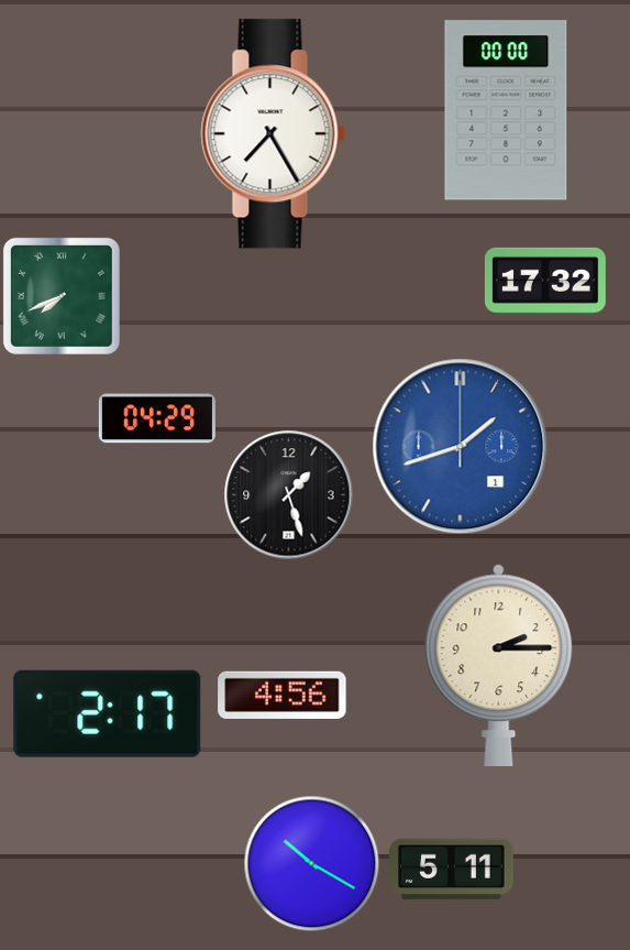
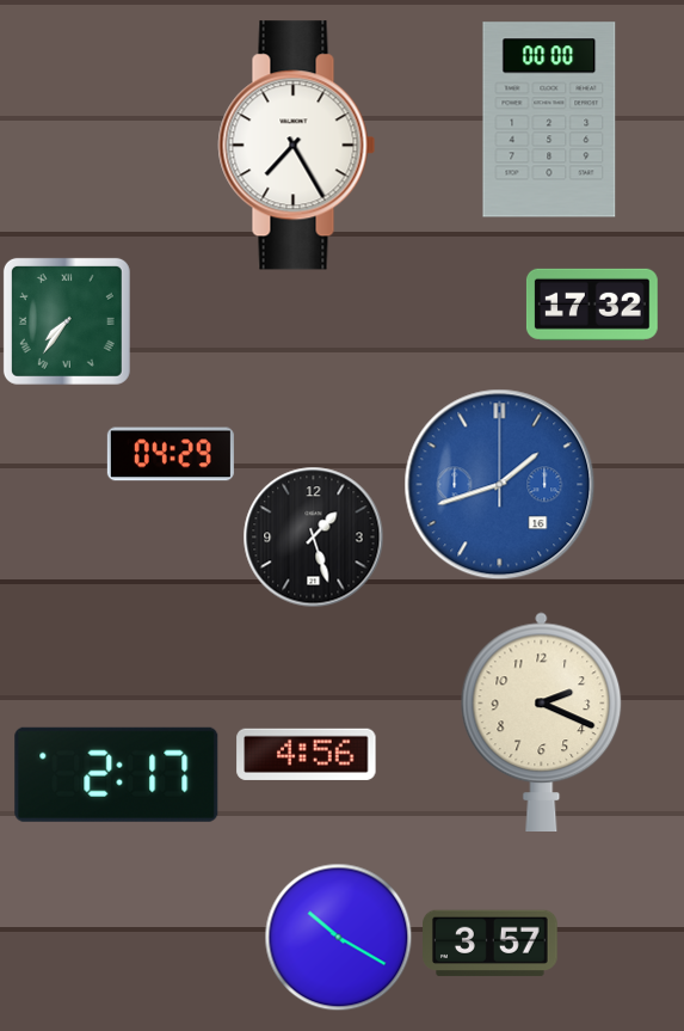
clock at (62, 296): 7:41 -> 7:36
clock at (461, 447) date: 1 -> 16
clock at (499, 665): 2:15 -> 2:19
clock at (452, 870): 5:11 -> 3:57
